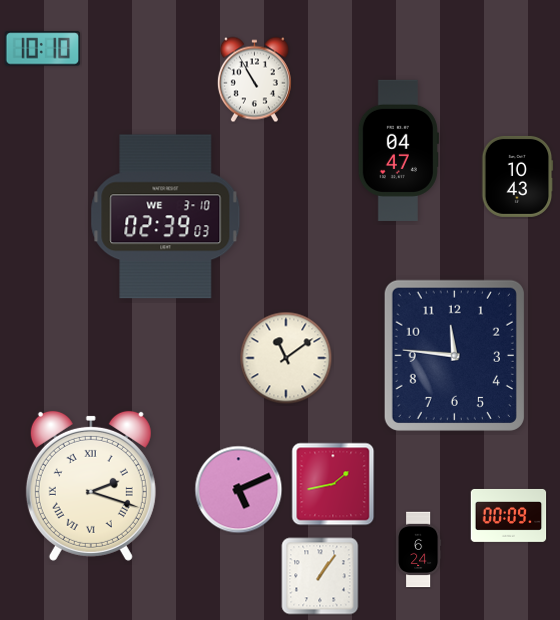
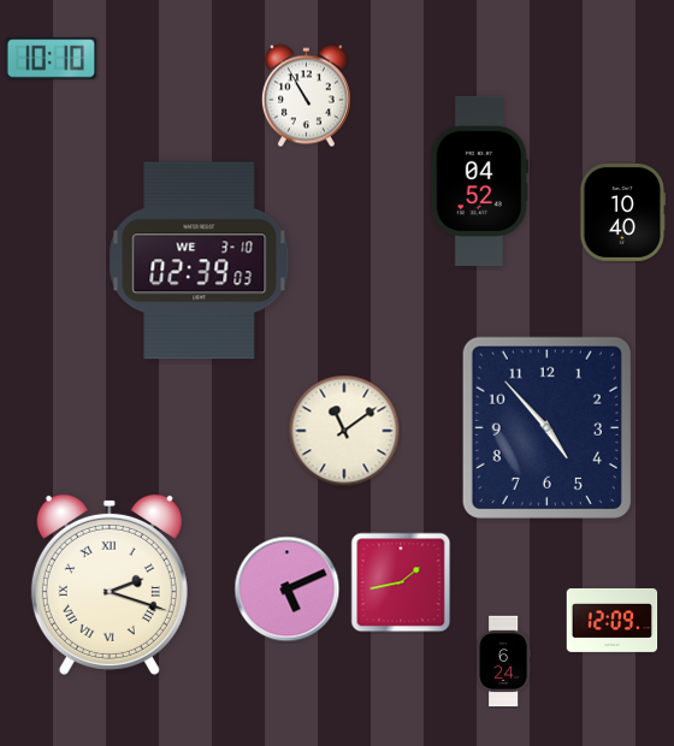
clock at (398, 150): 04:47 -> 04:52
clock at (517, 176): 10:43 -> 10:40
clock at (454, 355): 11:46 -> 4:53
clock at (509, 515): 00:09 -> 12:09
clock at (320, 576): 1:06 -> none
